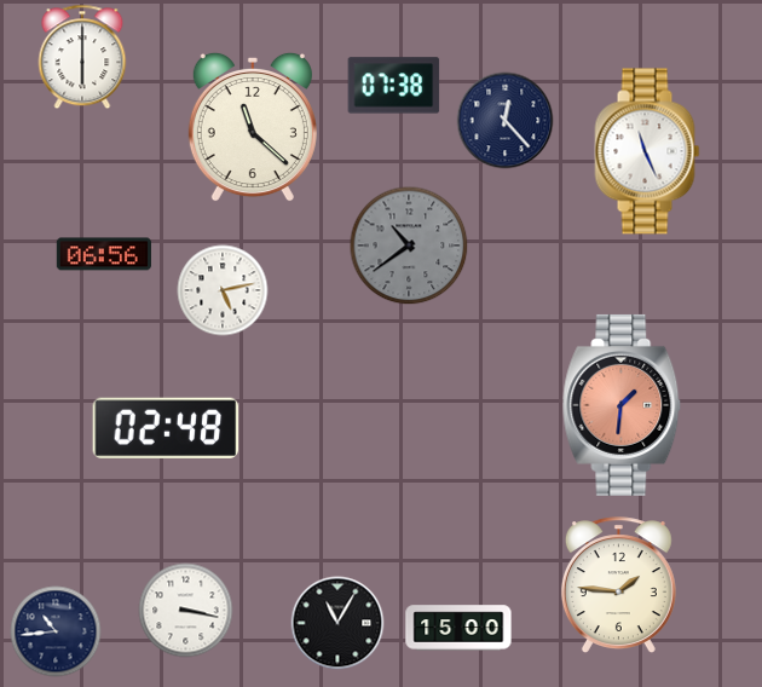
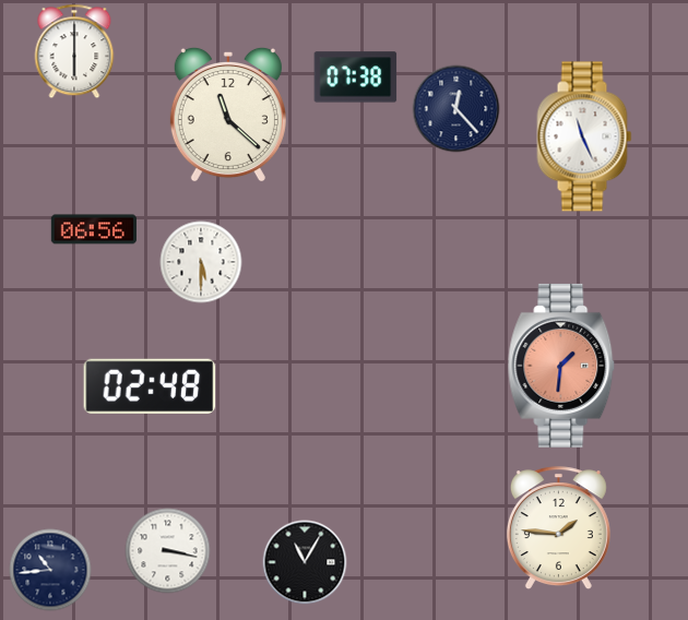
clock at (409, 246): 10:39 -> none
clock at (223, 290): 5:13 -> 5:30
clock at (458, 628): 15:00 -> none
